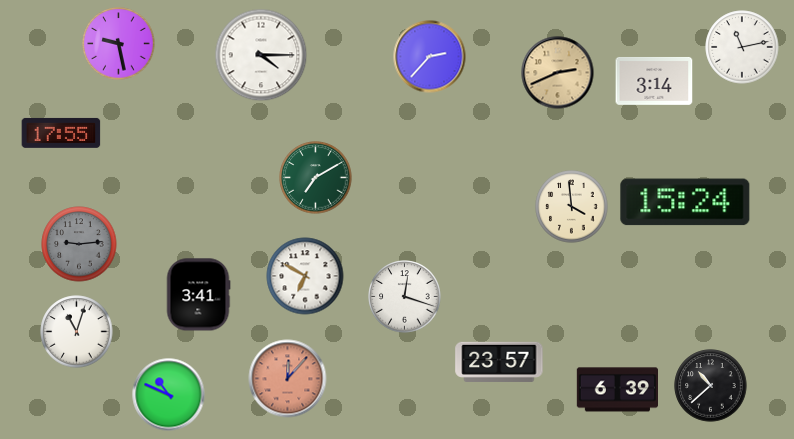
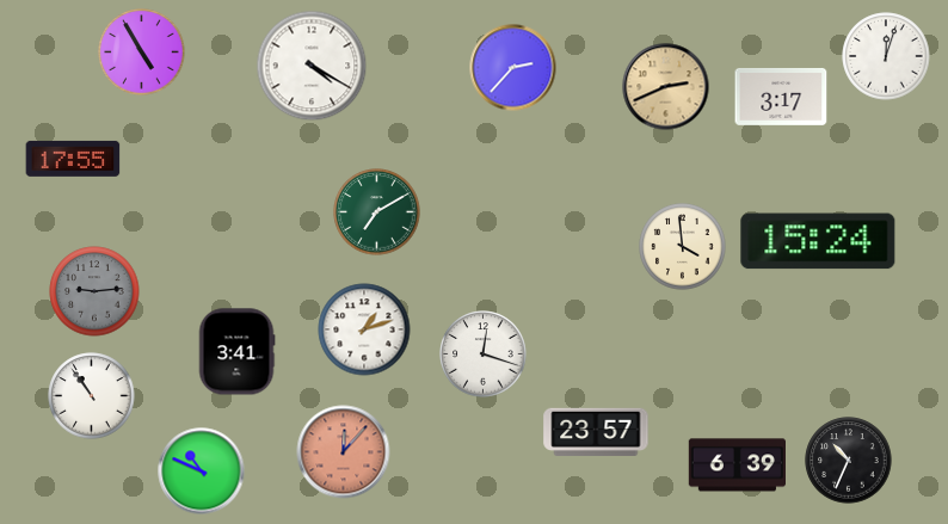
clock at (119, 44): 9:28 -> 4:55
clock at (742, 47): 11:13 -> 12:03
clock at (261, 55): 4:15 -> 4:20
clock at (654, 81): 3:14 -> 3:17
clock at (305, 276): 6:50 -> 1:12
clock at (77, 332): 11:03 -> 10:54
clock at (711, 386): 10:38 -> 10:34
